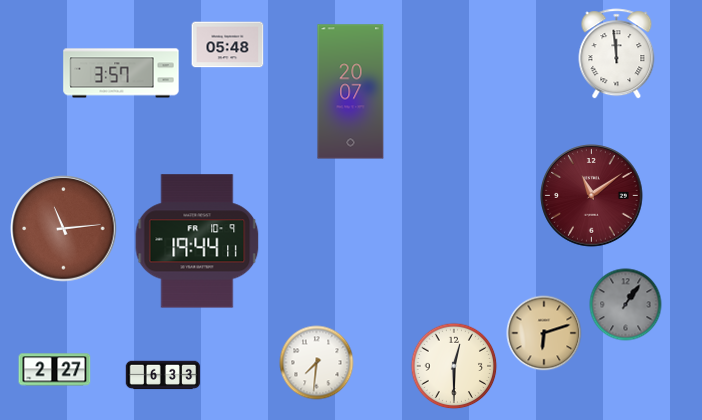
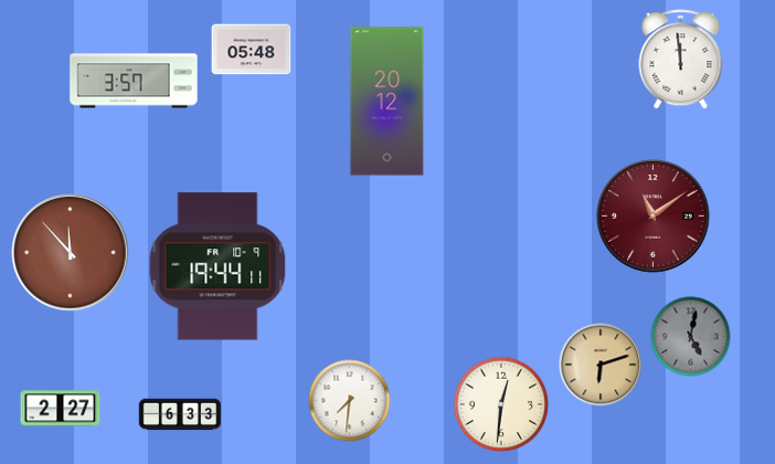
clock at (351, 92): 20:07 -> 20:12
clock at (64, 229): 11:14 -> 11:53
clock at (626, 305): 1:06 -> 5:02
clock at (544, 333) position: (544, 333) -> (601, 365)
clock at (454, 366): 12:30 -> 12:31
